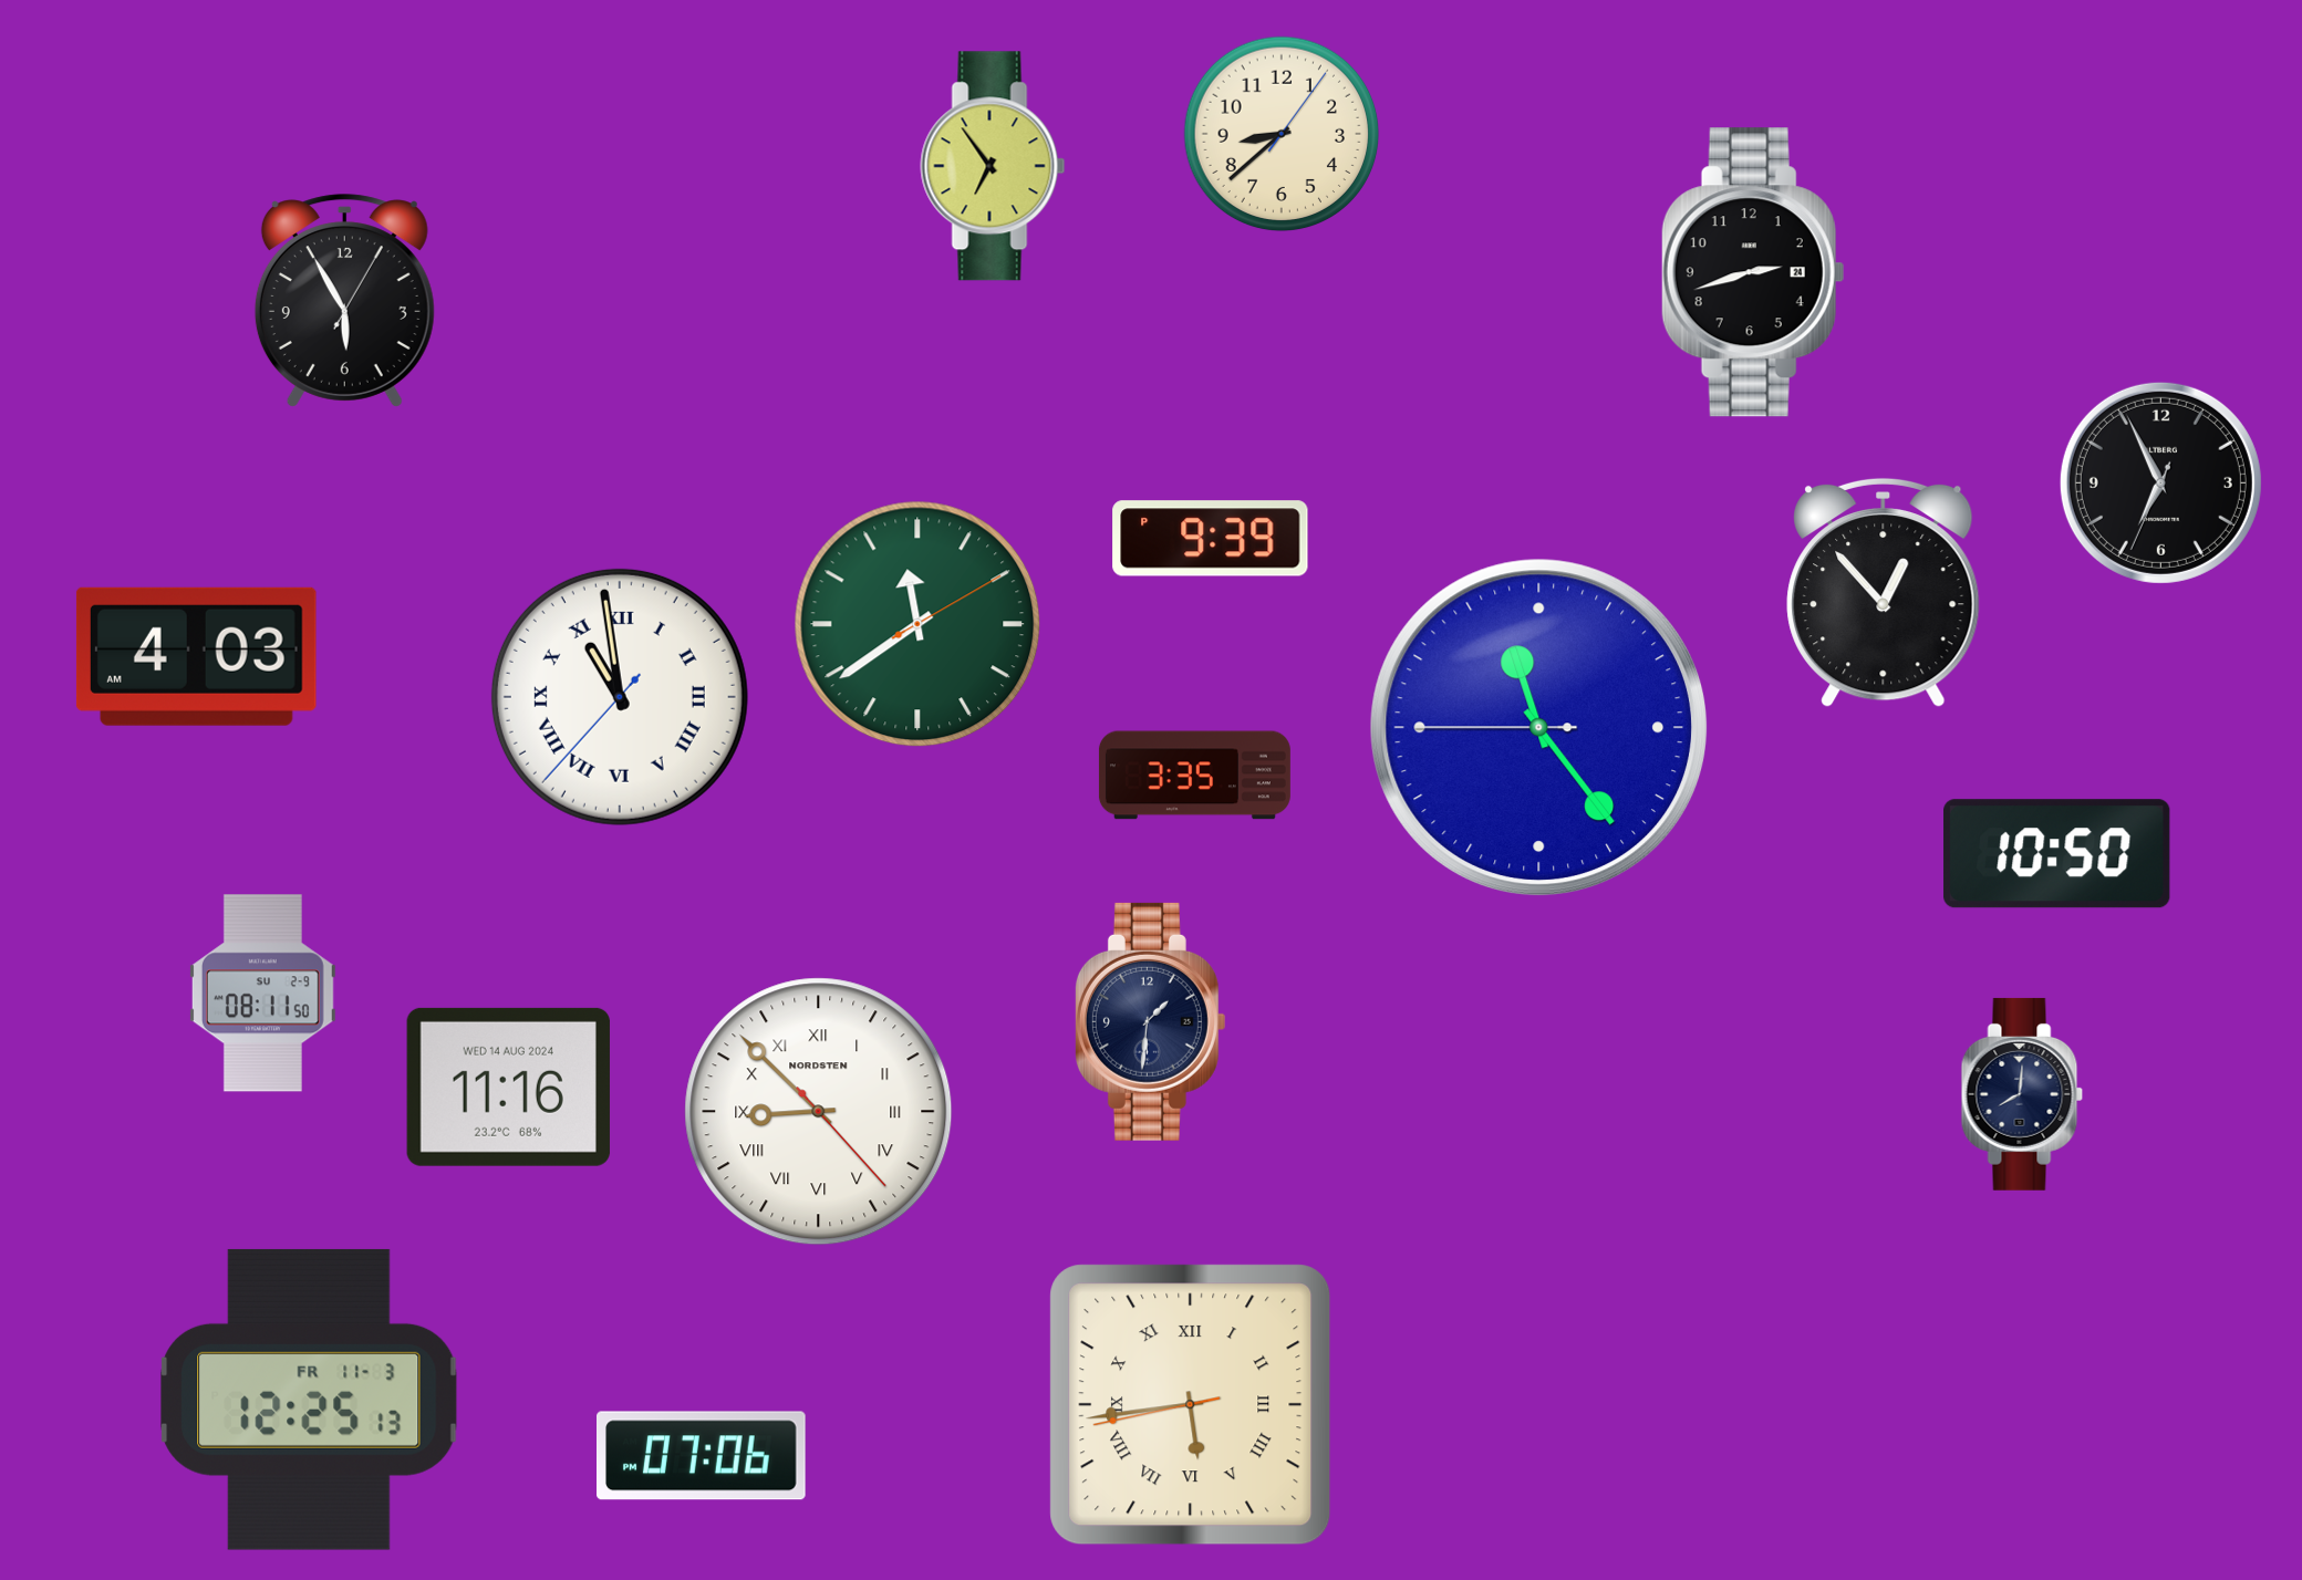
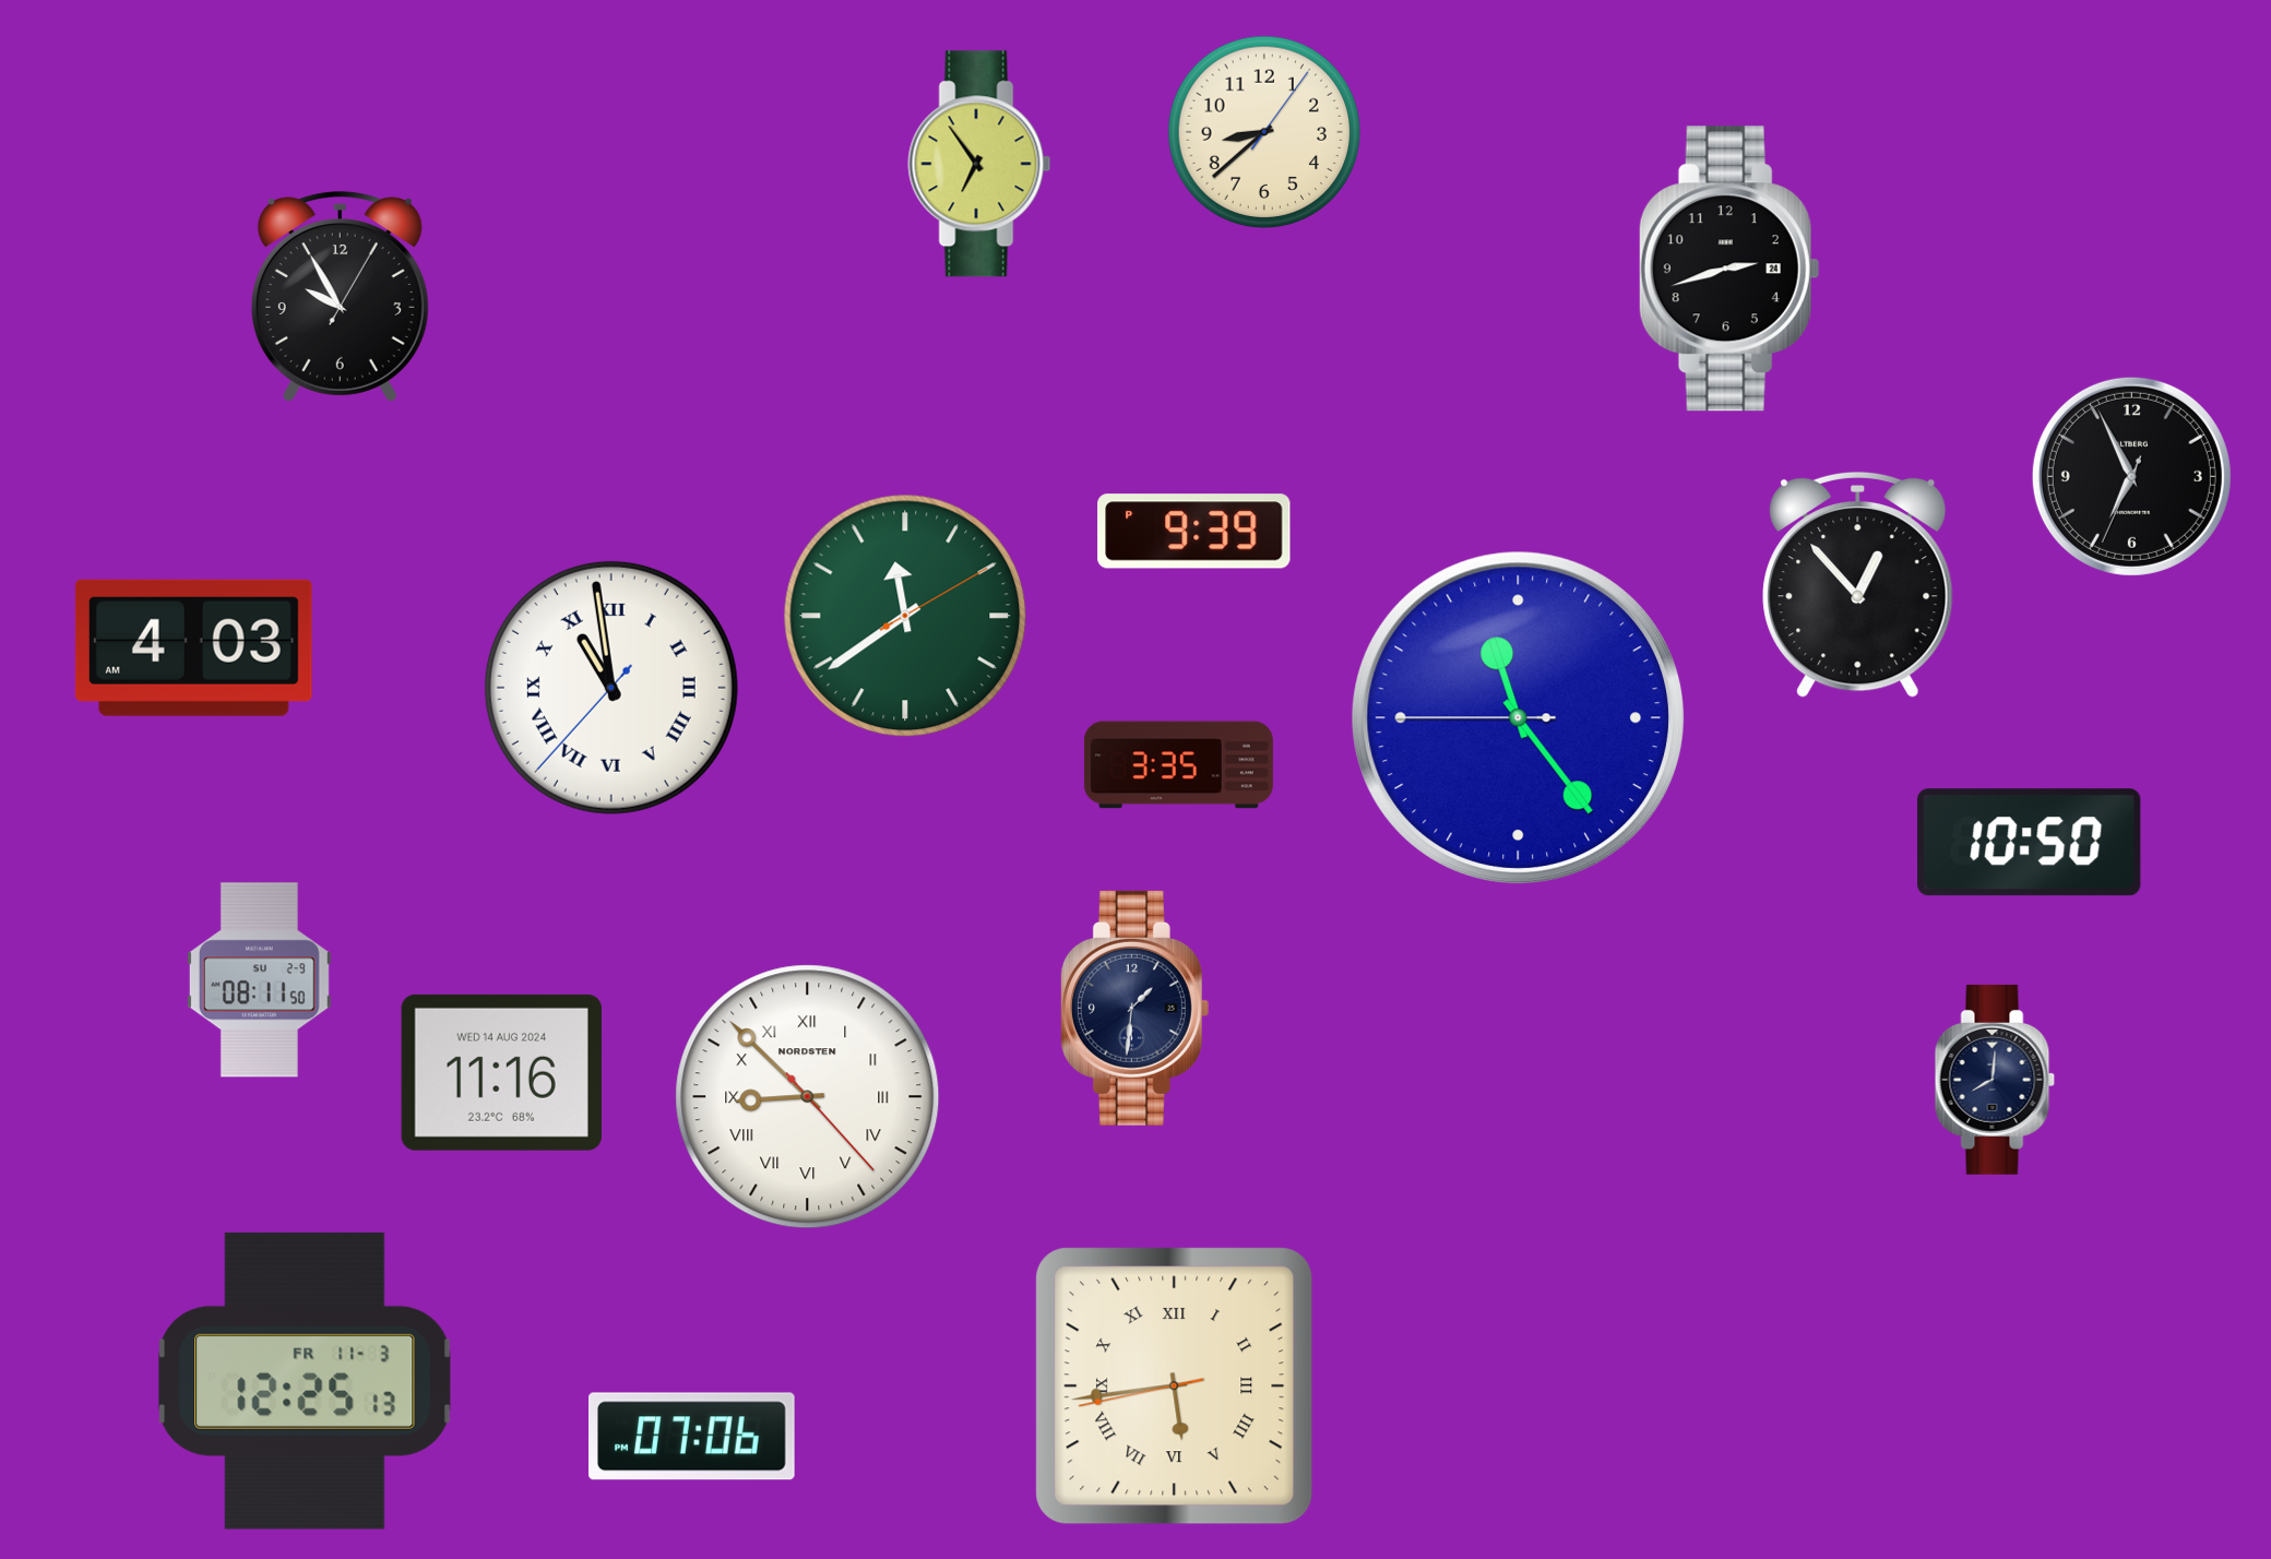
clock at (344, 301): 5:55 -> 9:55
